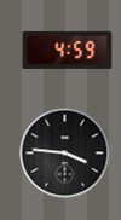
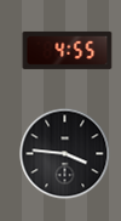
clock at (68, 50): 4:59 -> 4:55
